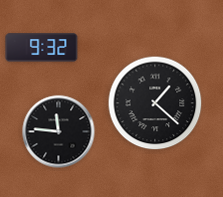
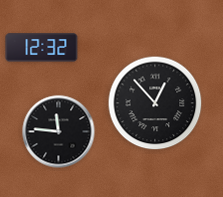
clock at (42, 48): 9:32 -> 12:32
clock at (155, 103): 1:22 -> 12:53
